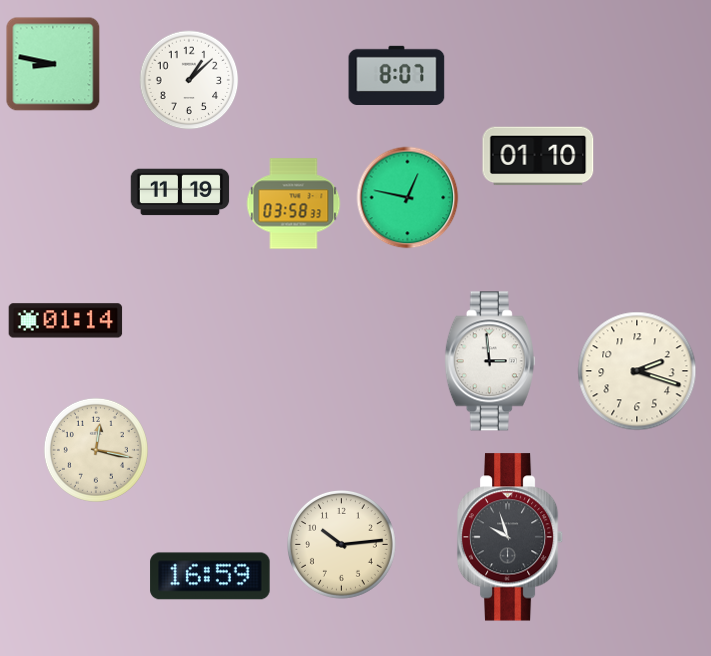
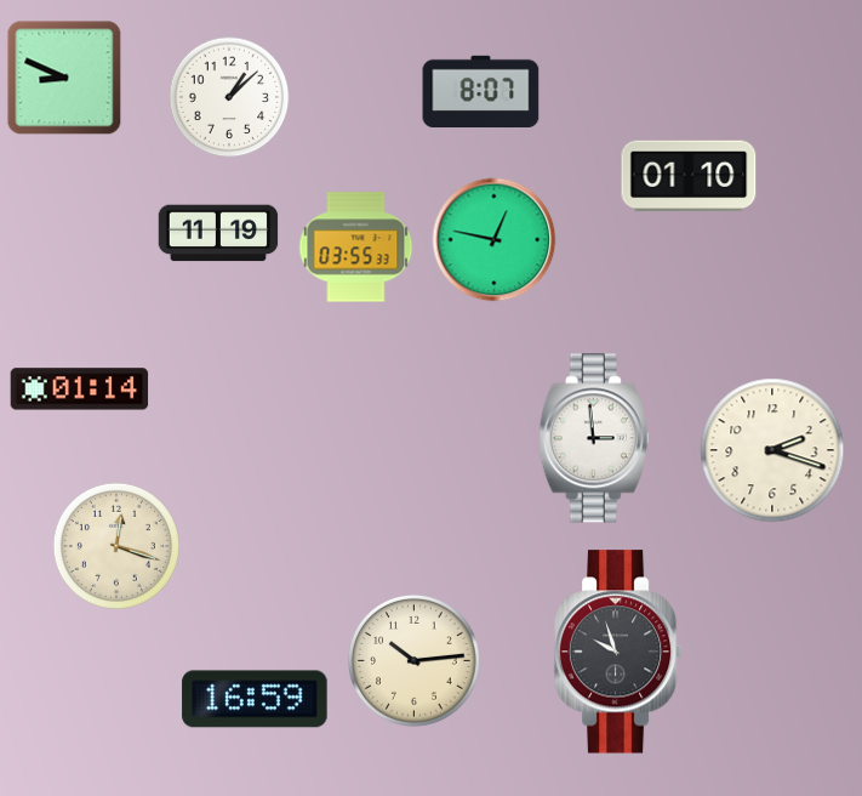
clock at (53, 64): 8:47 -> 8:49
clock at (538, 156) position: (538, 156) -> (689, 176)
clock at (294, 204): 03:58 -> 03:55
clock at (96, 450): 12:17 -> 12:18
